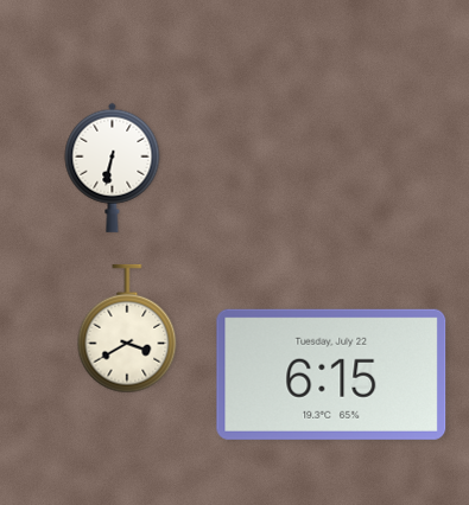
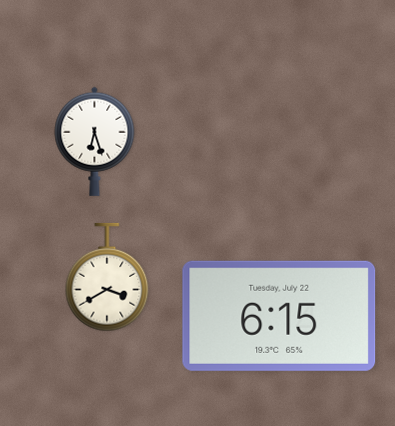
clock at (113, 167): 6:32 -> 6:27
